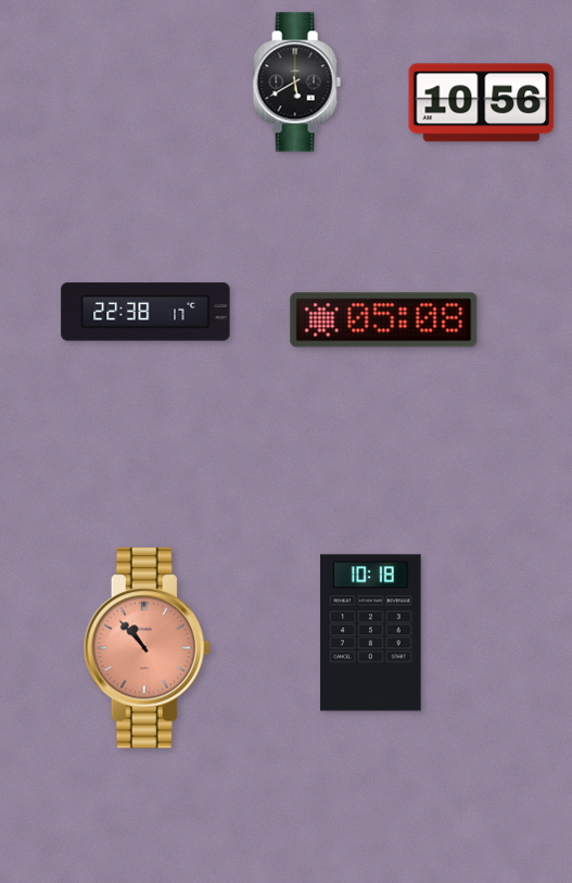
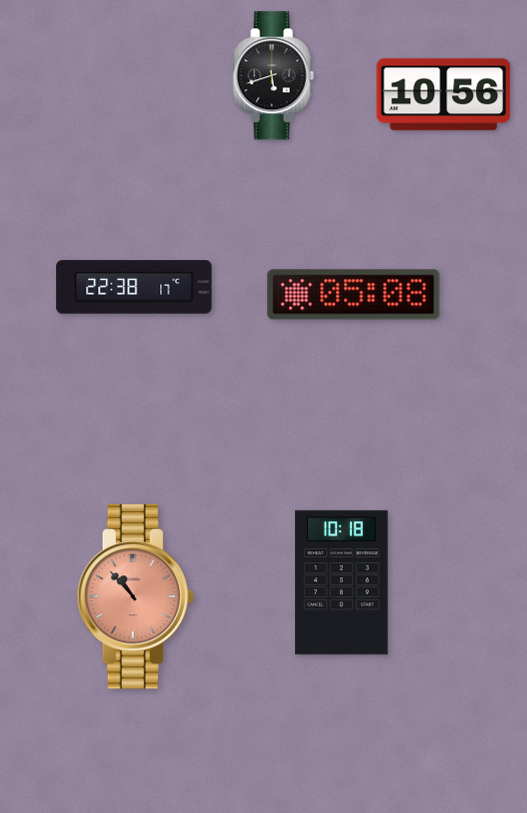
clock at (296, 83): 5:40 -> 5:42
